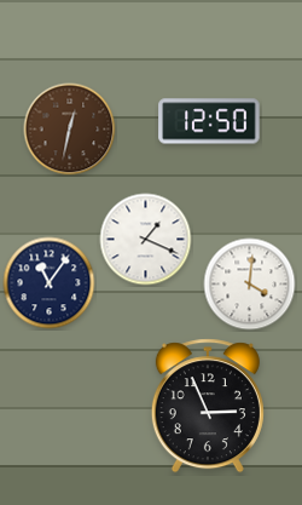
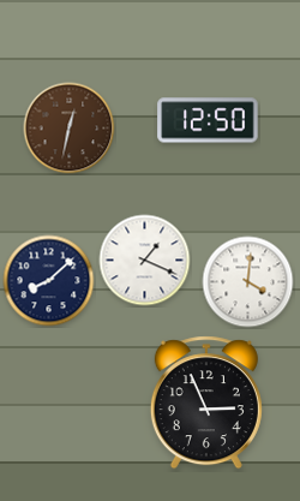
clock at (146, 240) position: (146, 240) -> (145, 261)
clock at (50, 283): 11:06 -> 8:08
